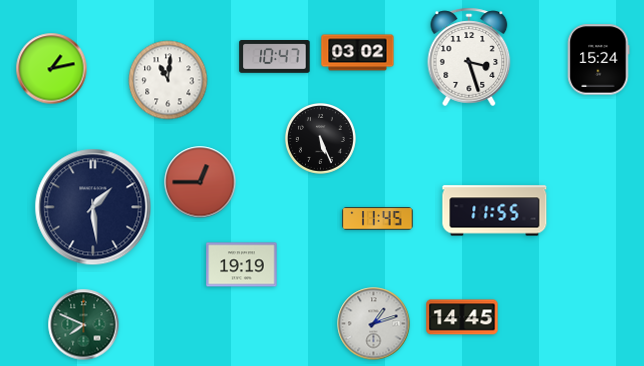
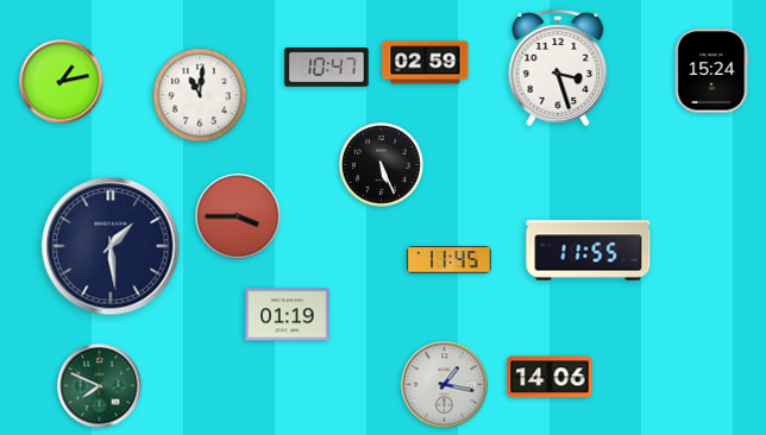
clock at (358, 53): 03:02 -> 02:59
clock at (200, 182): 12:45 -> 3:45
clock at (242, 265): 19:19 -> 01:19
clock at (462, 317): 14:45 -> 14:06
clock at (374, 324): 1:12 -> 1:17
